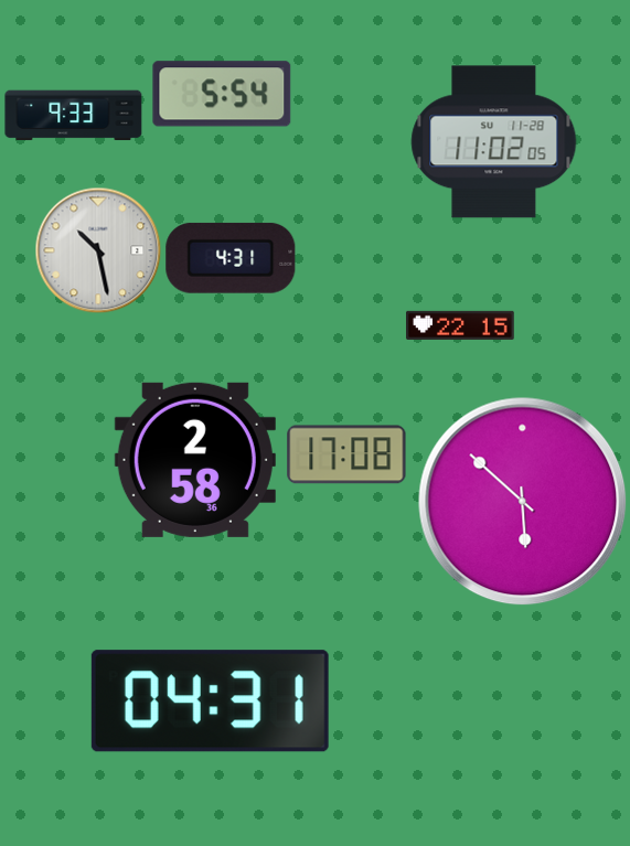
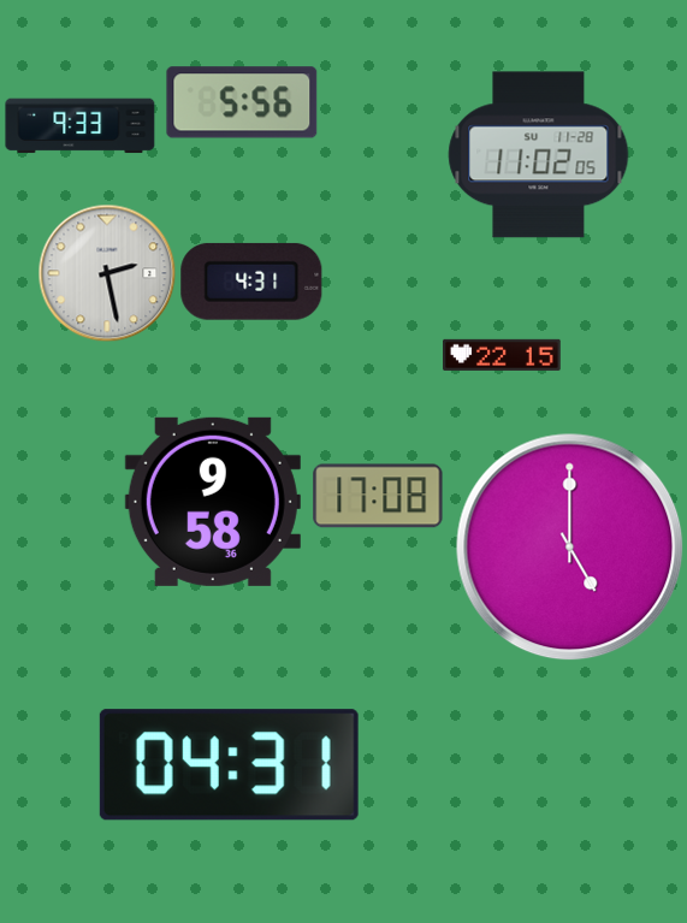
clock at (222, 94): 5:54 -> 5:56
clock at (98, 250): 10:28 -> 2:28
clock at (195, 460): 2:58 -> 9:58
clock at (523, 502): 5:52 -> 5:00
